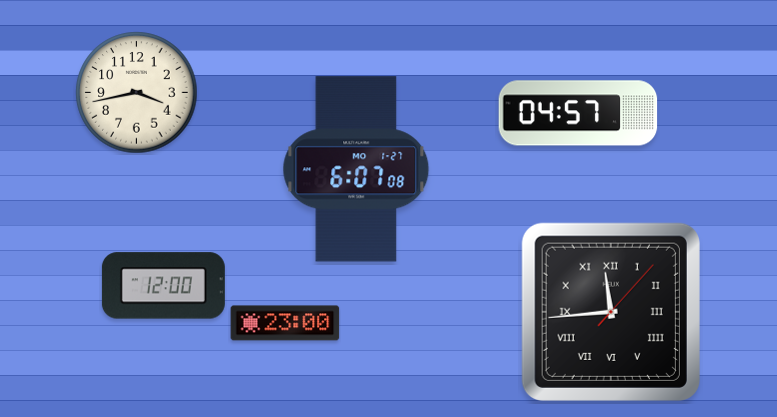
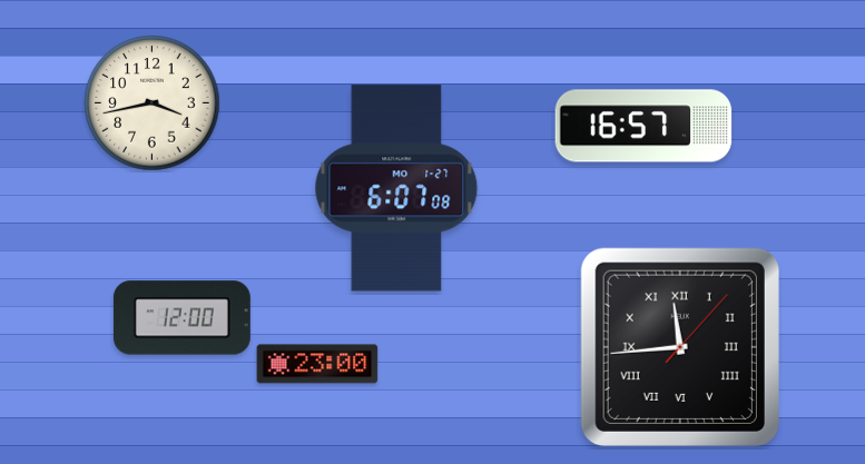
clock at (578, 113): 04:57 -> 16:57
clock at (285, 323) position: (285, 323) -> (317, 364)
